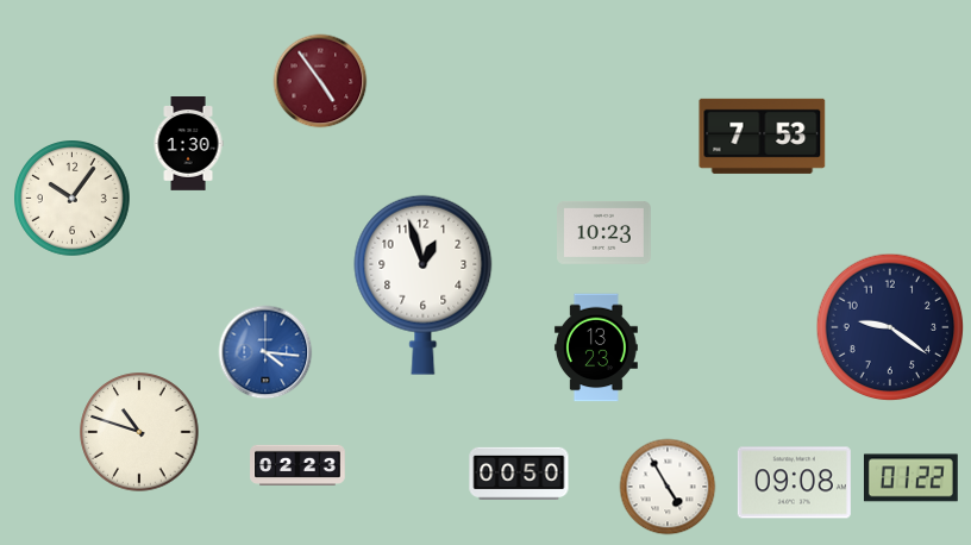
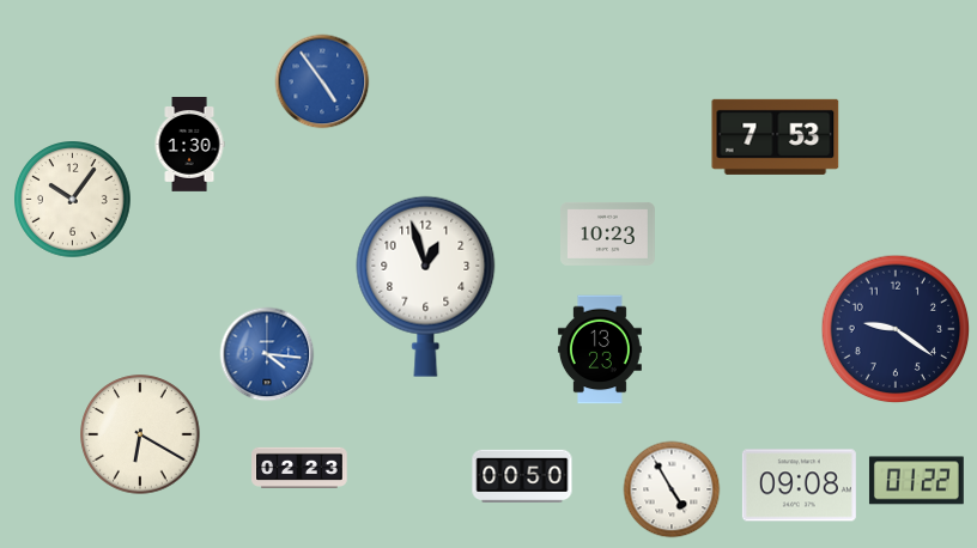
clock at (320, 81) dial: burgundy -> blue
clock at (763, 136) position: (763, 136) -> (776, 136)
clock at (139, 432): 10:48 -> 6:20
